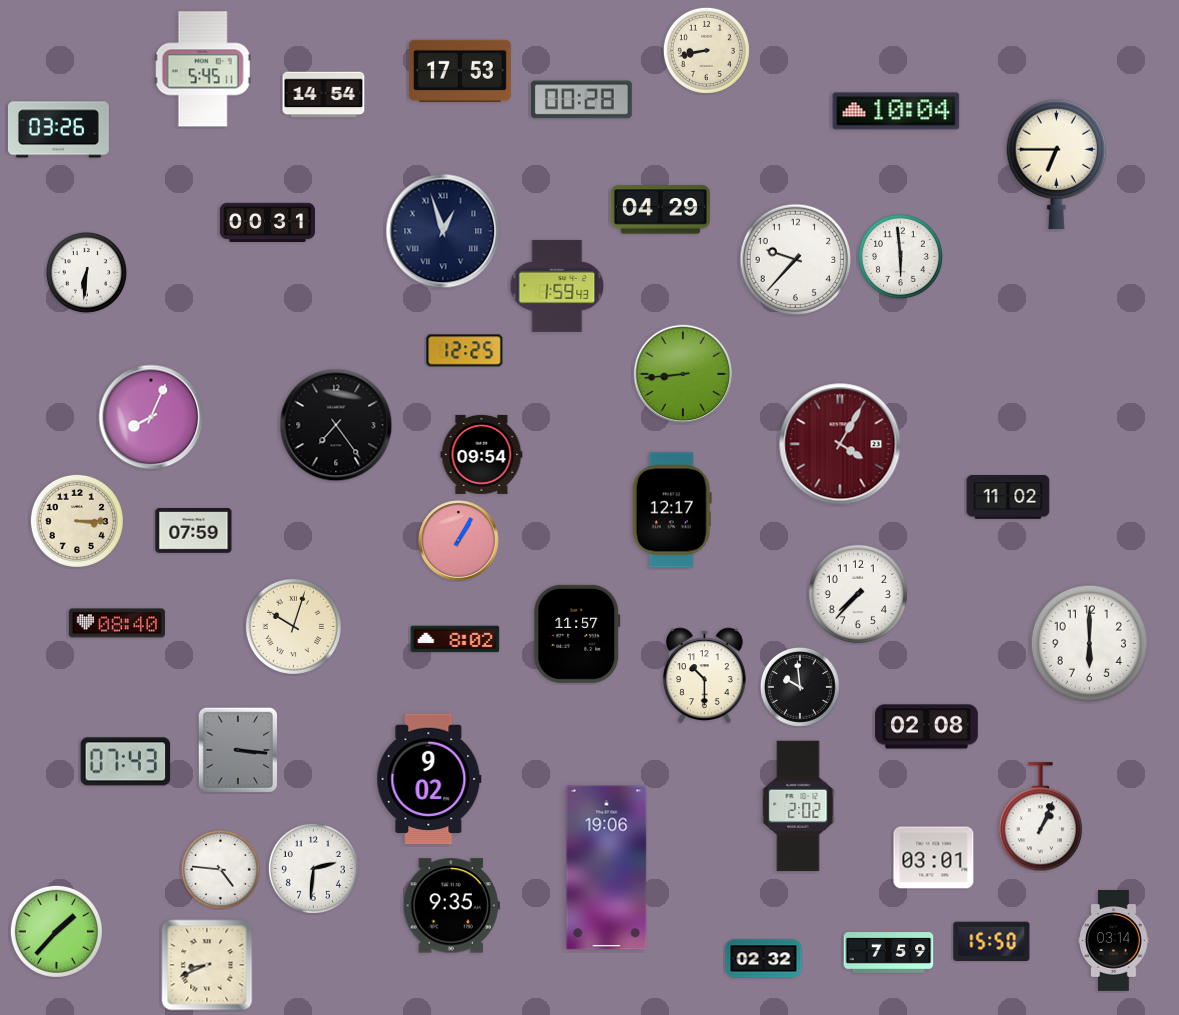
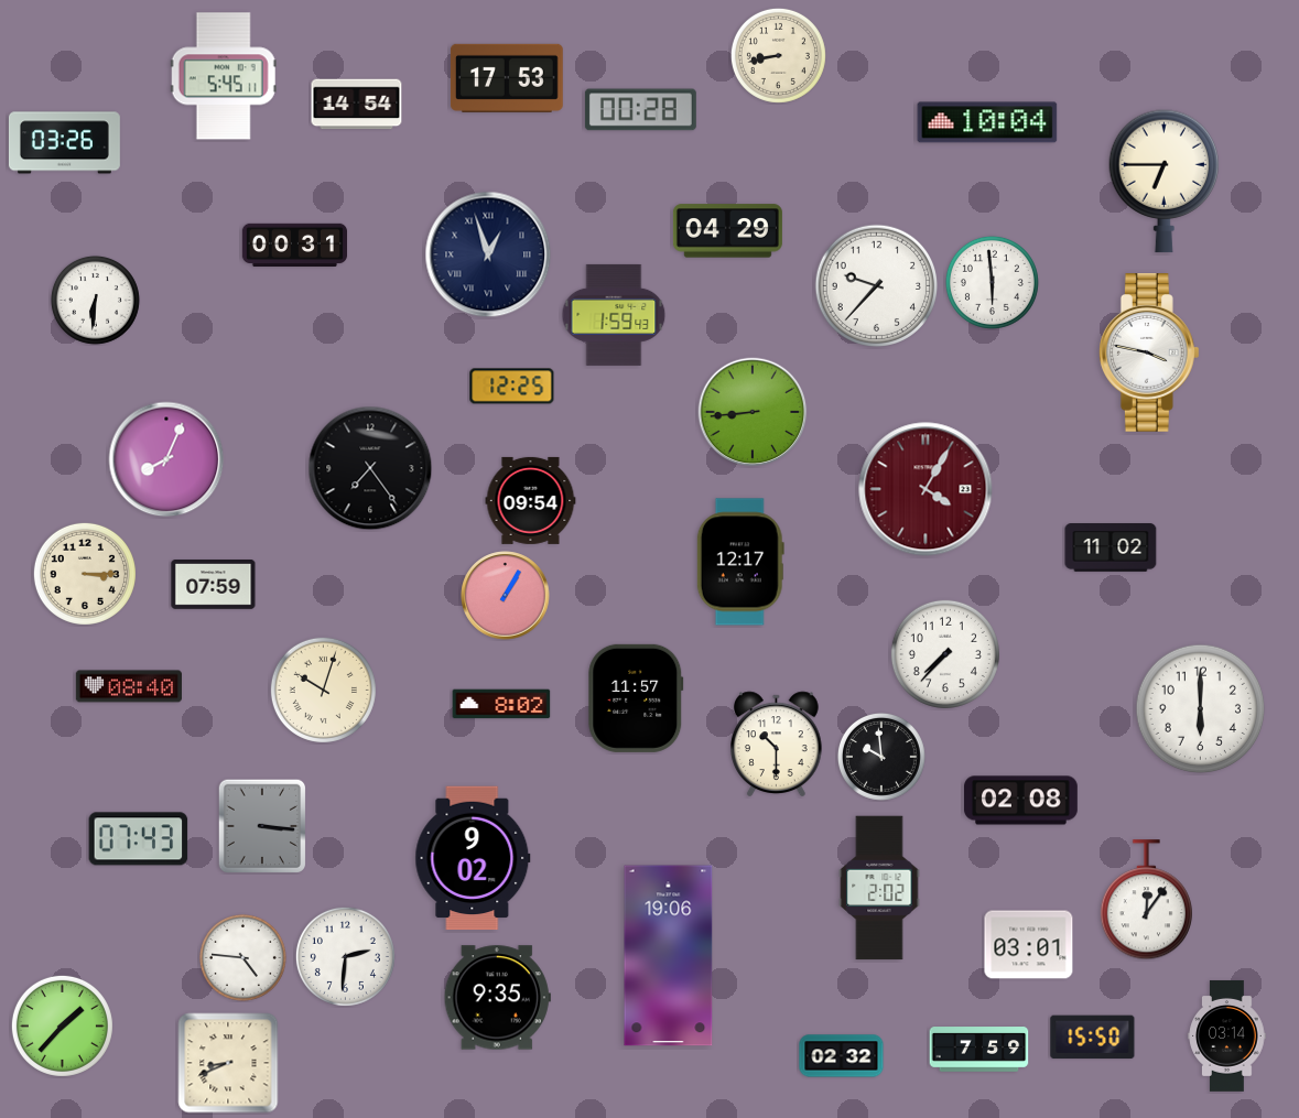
clock at (1150, 354): none -> 3:47
clock at (1040, 817): 1:04 -> 12:06
